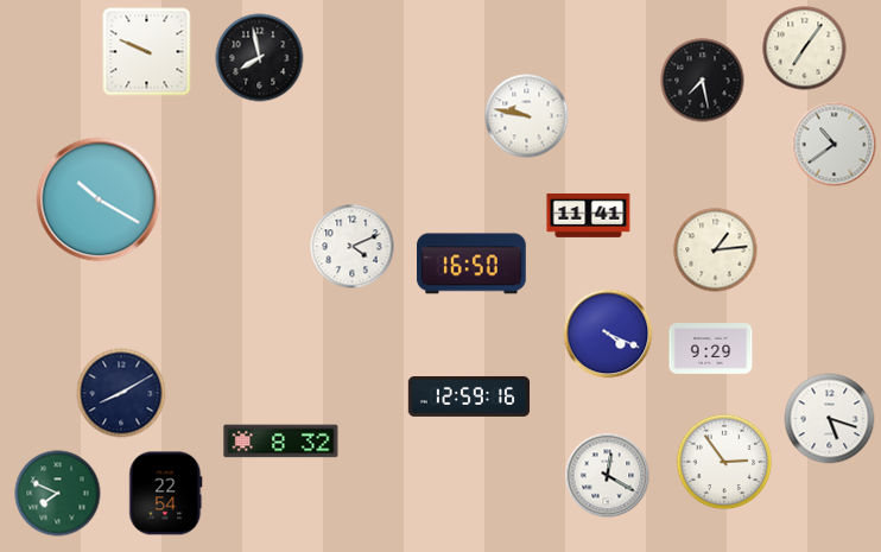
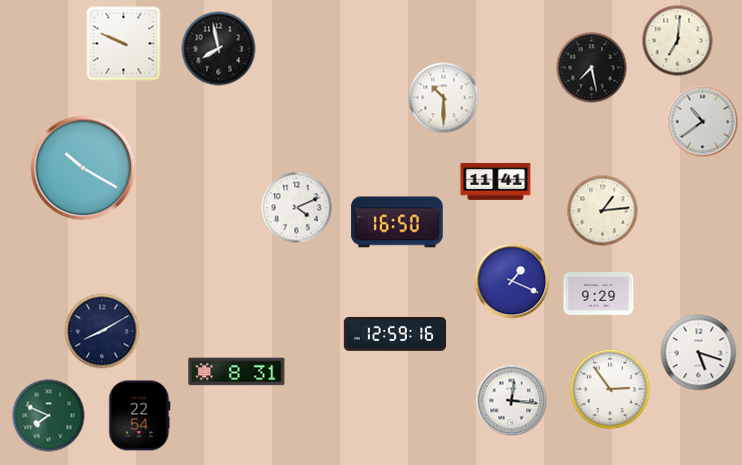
clock at (805, 49): 7:06 -> 7:01
clock at (527, 116): 9:47 -> 10:30
clock at (608, 334): 4:19 -> 1:19
clock at (281, 442): 8:32 -> 8:31
clock at (608, 476): 12:20 -> 12:16
